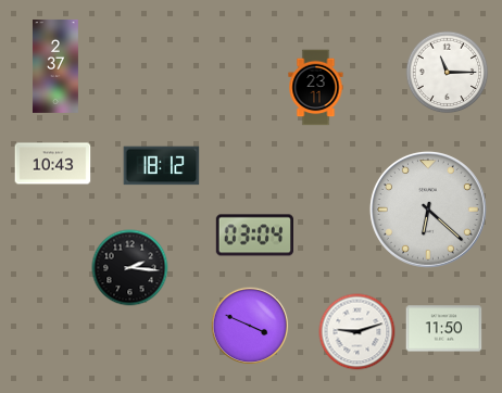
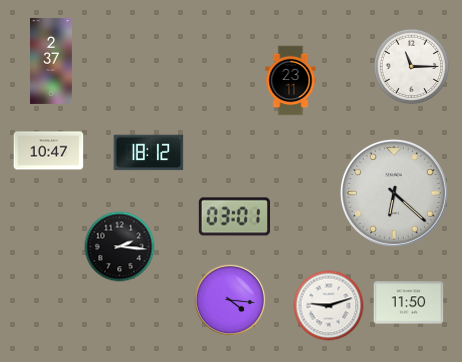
clock at (53, 164): 10:43 -> 10:47
clock at (254, 236): 03:04 -> 03:01
clock at (250, 326): 3:49 -> 4:16
